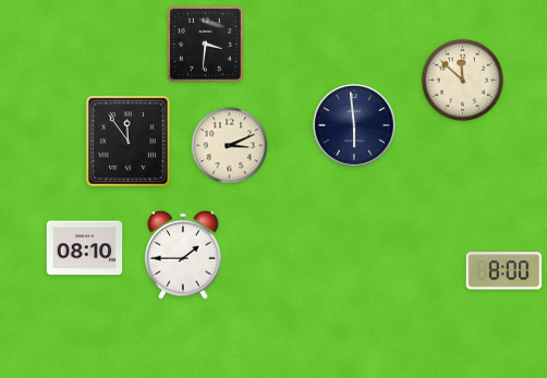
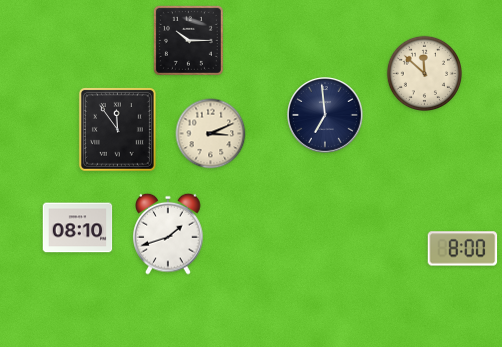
clock at (205, 44): 3:31 -> 10:15
clock at (354, 125): 5:59 -> 6:59
clock at (183, 255): 1:45 -> 1:42
